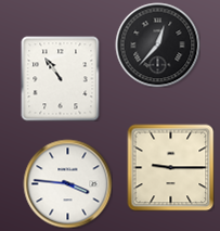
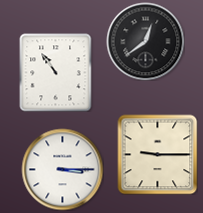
clock at (157, 44): 12:37 -> 12:39
clock at (67, 183): 3:46 -> 3:15
